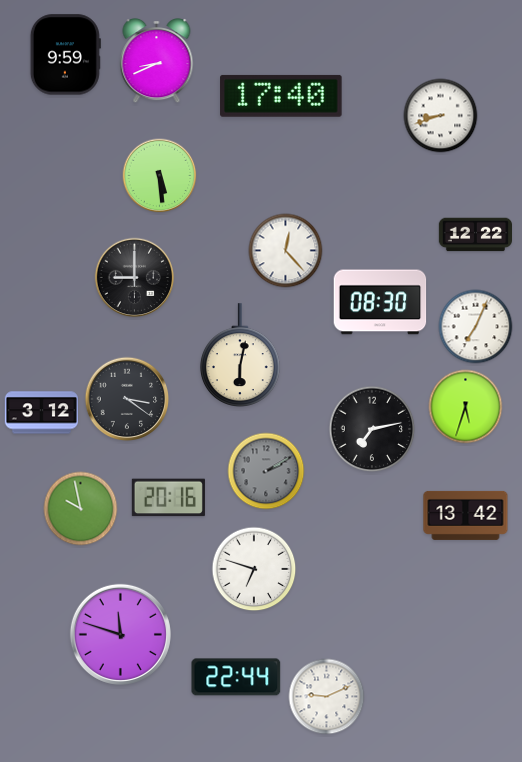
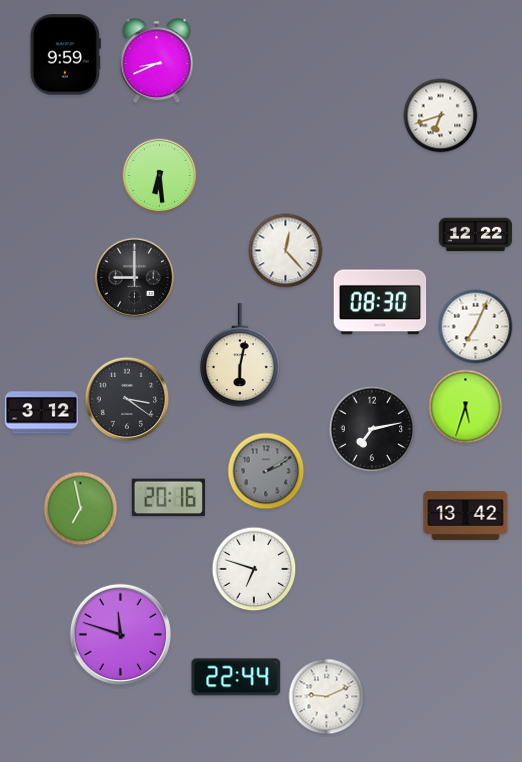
clock at (281, 96): 17:40 -> none
clock at (441, 116): 8:42 -> 6:42
clock at (160, 176): 5:29 -> 6:29
clock at (81, 509): 9:58 -> 6:58
